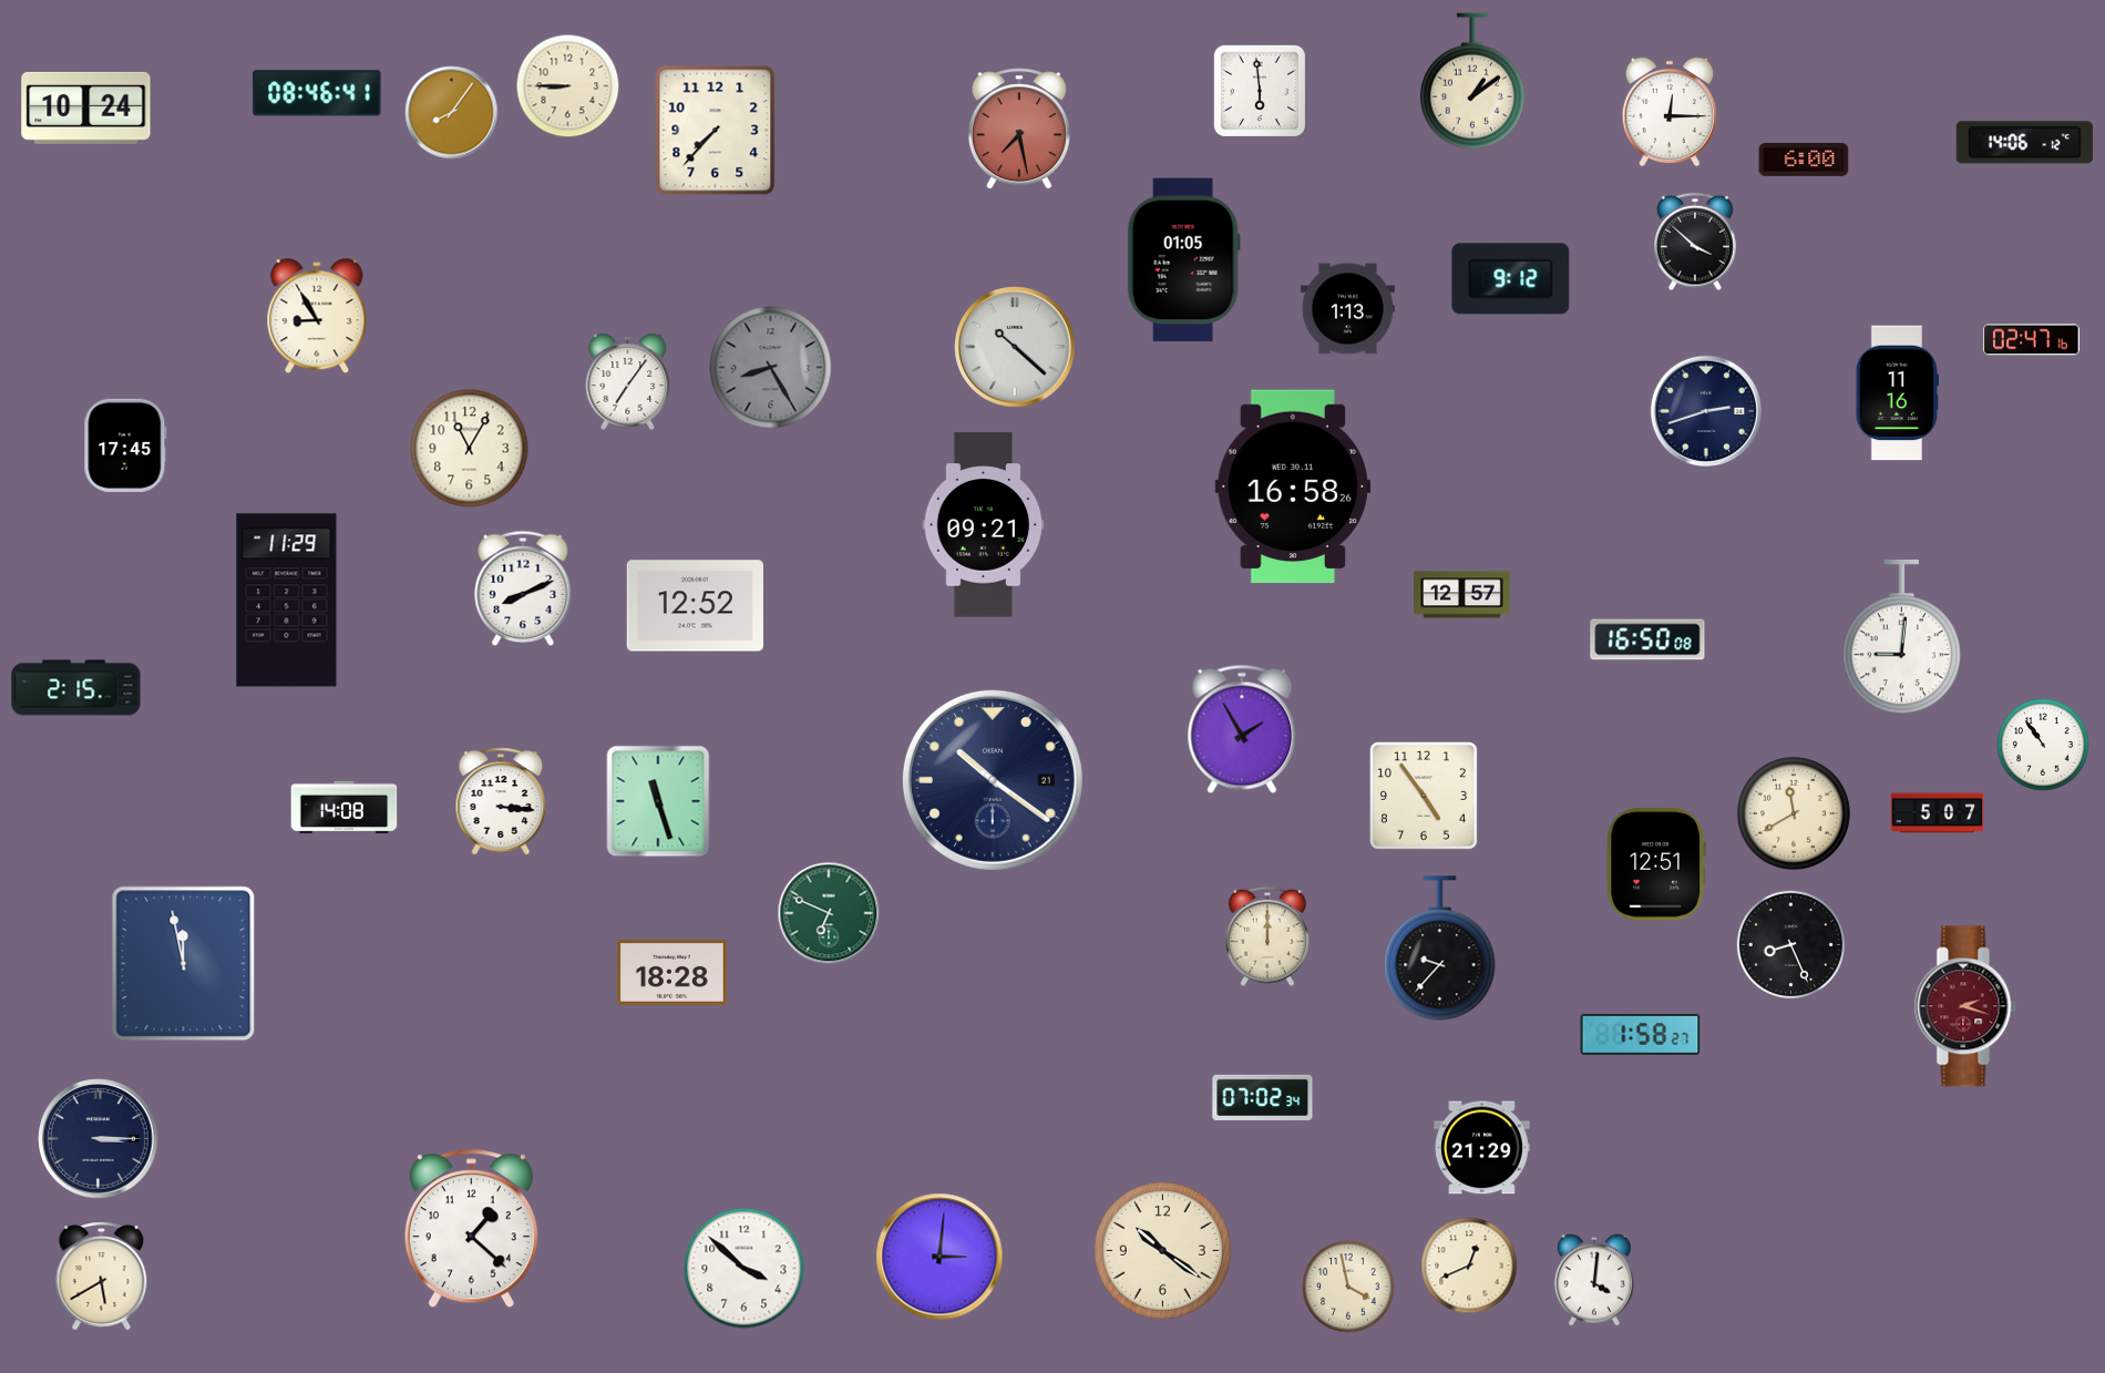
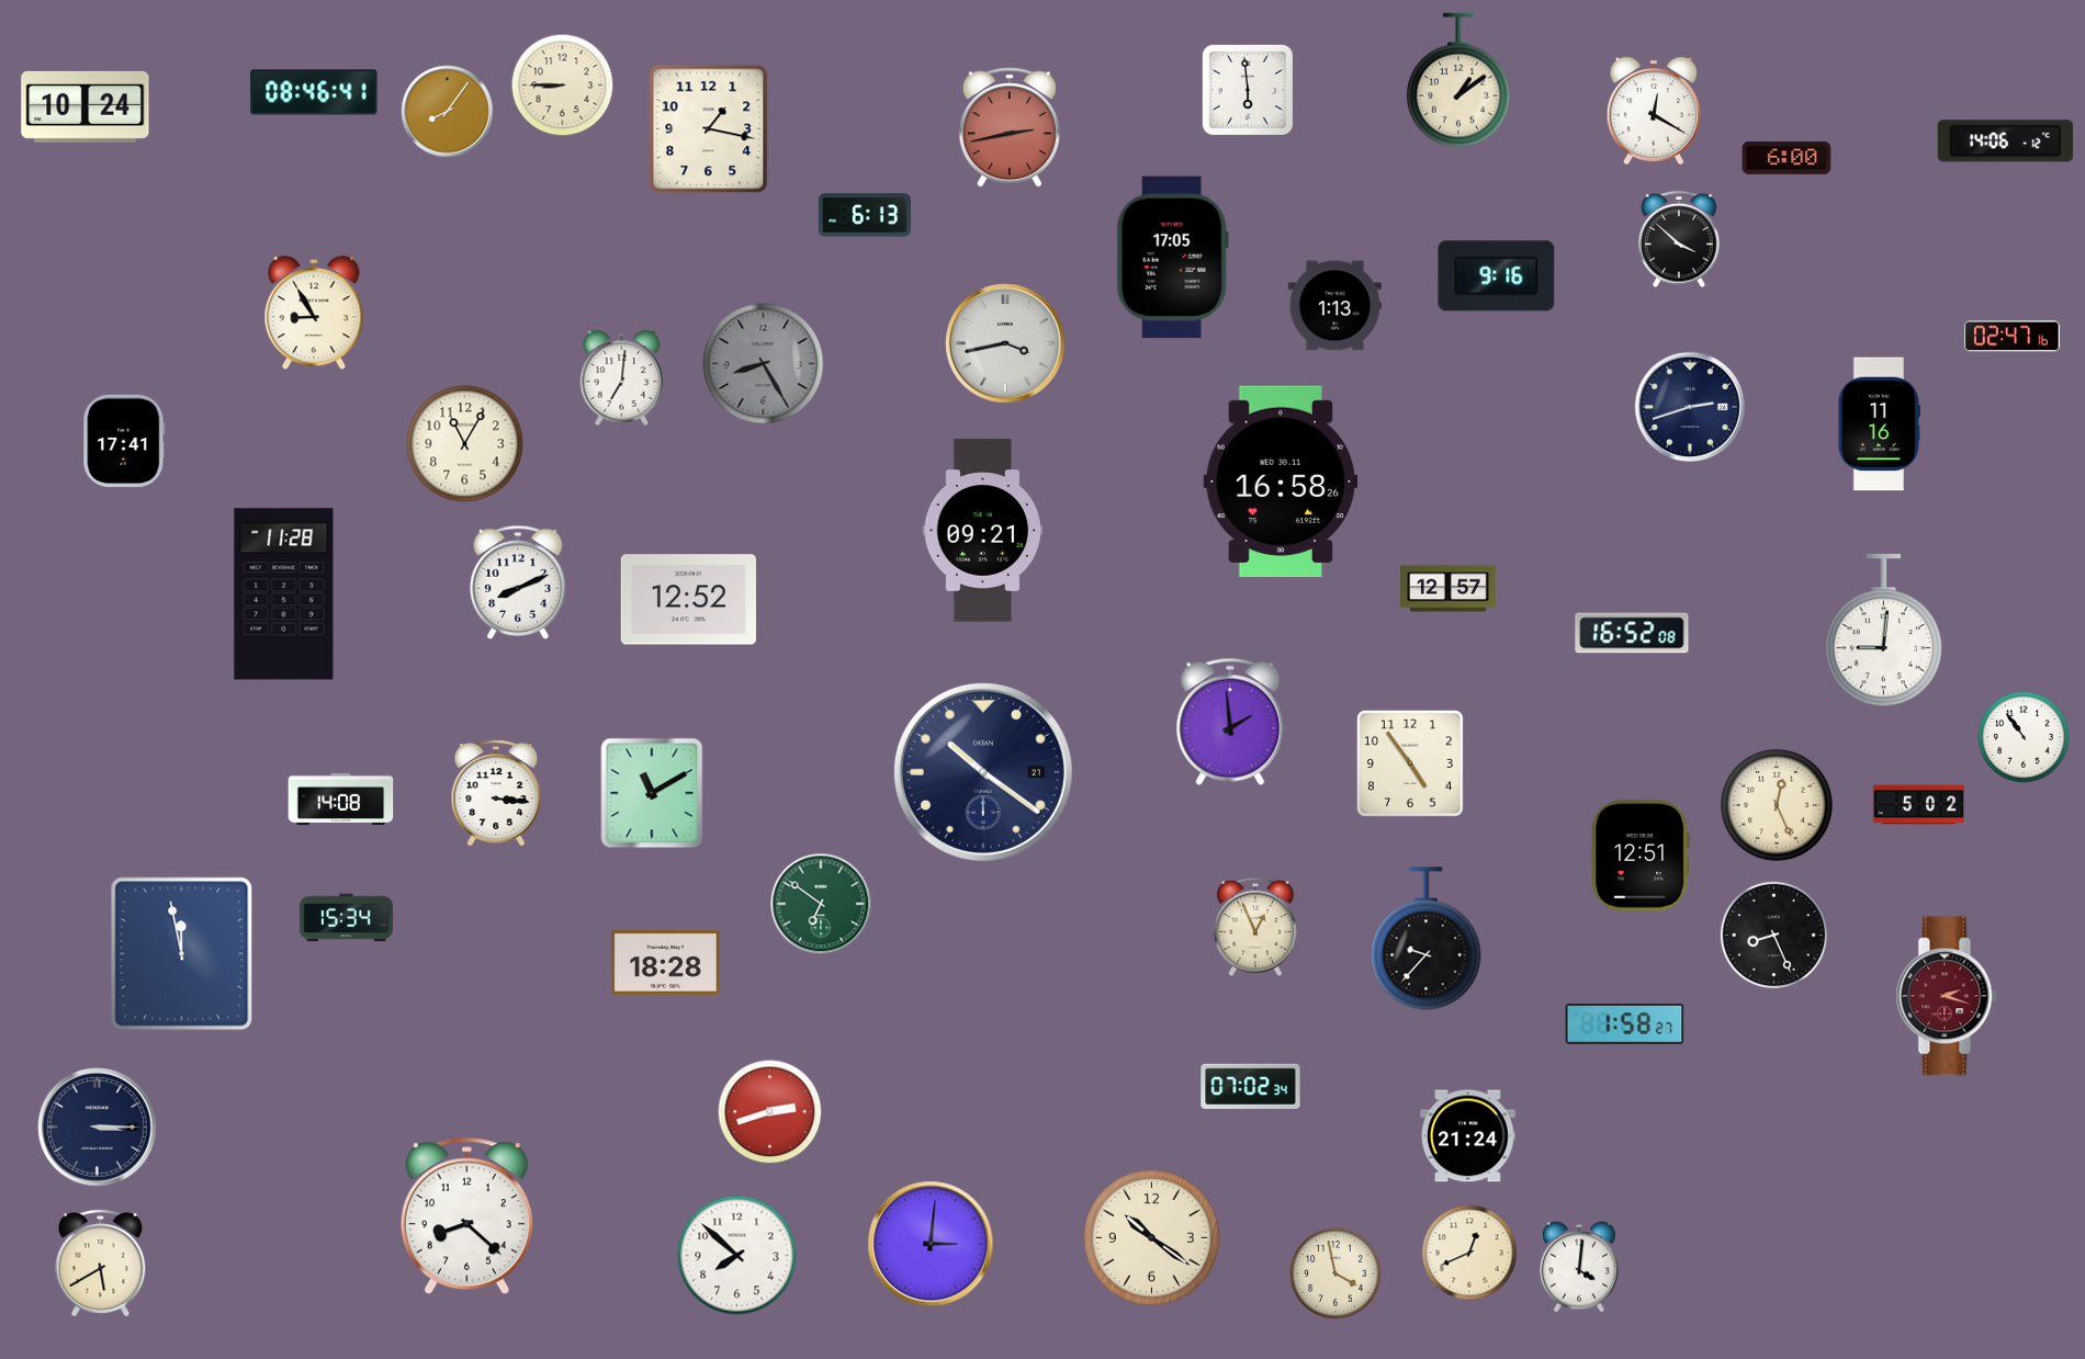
clock at (1668, 112): 12:15 -> 12:20
clock at (1019, 129): 7:28 -> 2:43
clock at (716, 131): 7:37 -> 1:17
clock at (865, 215): none -> 6:13
clock at (1183, 260): 01:05 -> 17:05
clock at (1511, 279): 9:12 -> 9:16
clock at (1015, 347): 10:22 -> 3:43
clock at (628, 381): 7:06 -> 7:01
clock at (1897, 393) position: (1897, 393) -> (1879, 424)
clock at (125, 445): 17:45 -> 17:41
clock at (984, 525) position: (984, 525) -> (983, 531)
clock at (287, 601): 11:29 -> 11:28
clock at (1647, 639): 16:50 -> 16:52
clock at (76, 688): 2:15 -> none
clock at (1242, 729): 1:55 -> 1:59
clock at (1424, 796) position: (1424, 796) -> (1410, 763)
clock at (658, 801): 11:27 -> 11:10
clock at (1794, 813): 11:40 -> 12:26
clock at (1938, 813): 5:07 -> 5:02
clock at (829, 913): 6:49 -> 6:51
clock at (346, 918): none -> 15:34
clock at (1267, 936): 12:00 -> 12:56
clock at (770, 1112): none -> 2:42
clock at (1482, 1148): 21:29 -> 21:24
clock at (471, 1229): 1:22 -> 8:22
clock at (1469, 1266) position: (1469, 1266) -> (1469, 1253)
clock at (745, 1269): 3:52 -> 7:52
